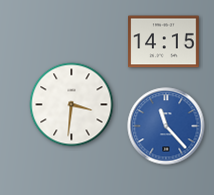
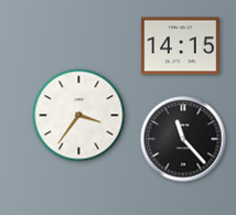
clock at (72, 105): 3:31 -> 3:36
clock at (166, 126) dial: blue -> black
